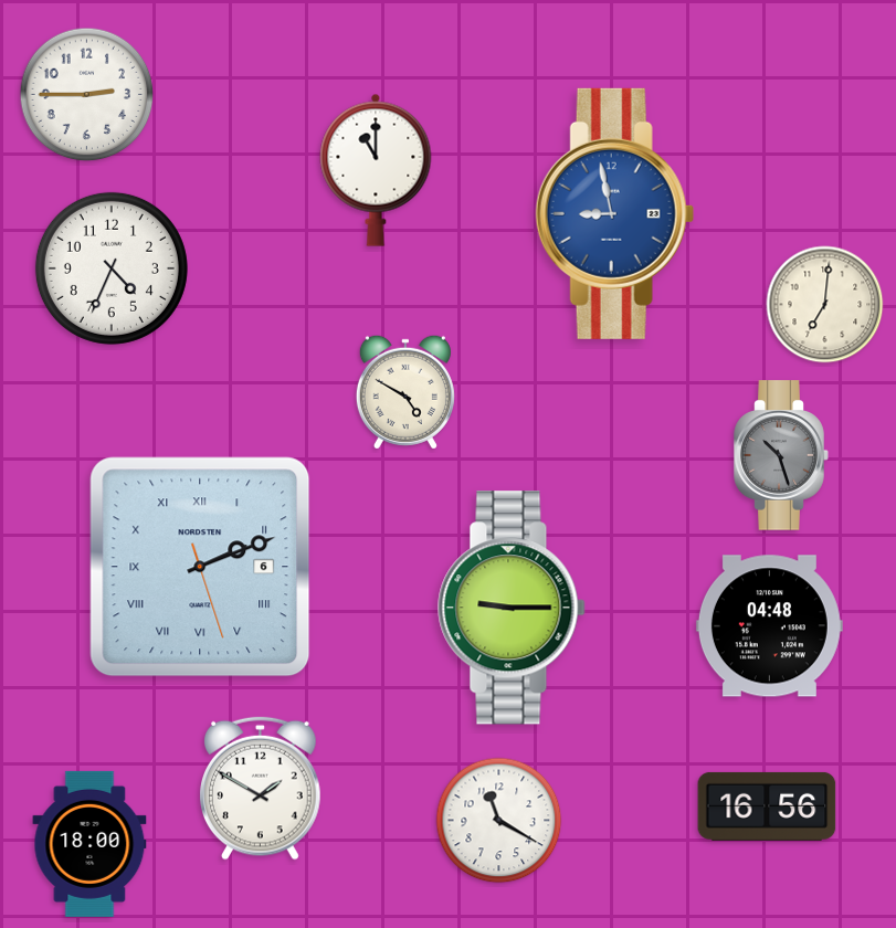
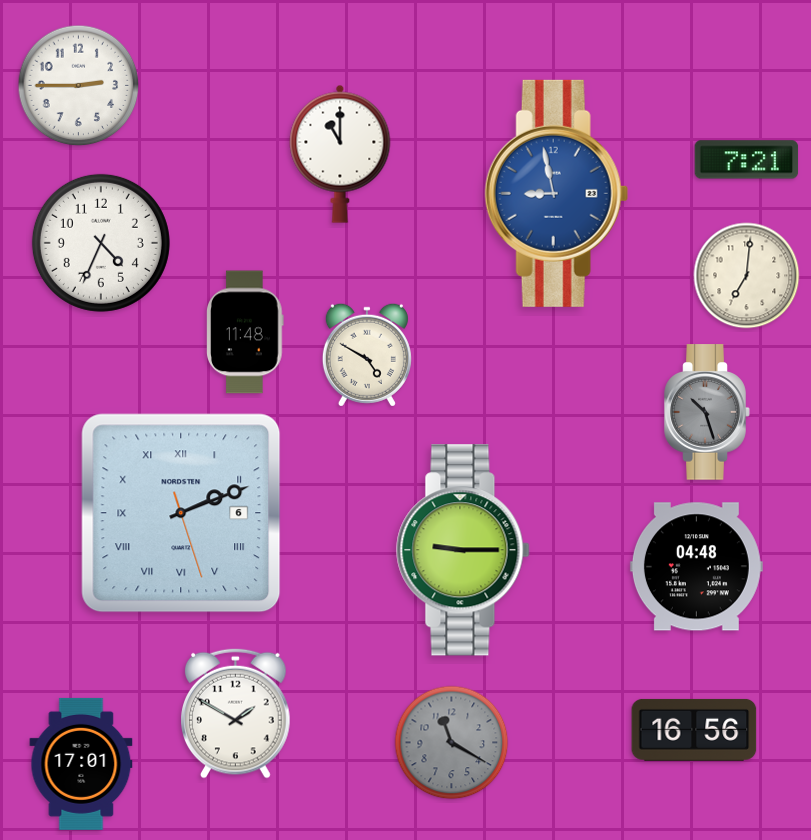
clock at (747, 160): none -> 7:21
clock at (245, 332): none -> 11:48
clock at (499, 821) dial: white -> grey
clock at (89, 844): 18:00 -> 17:01
